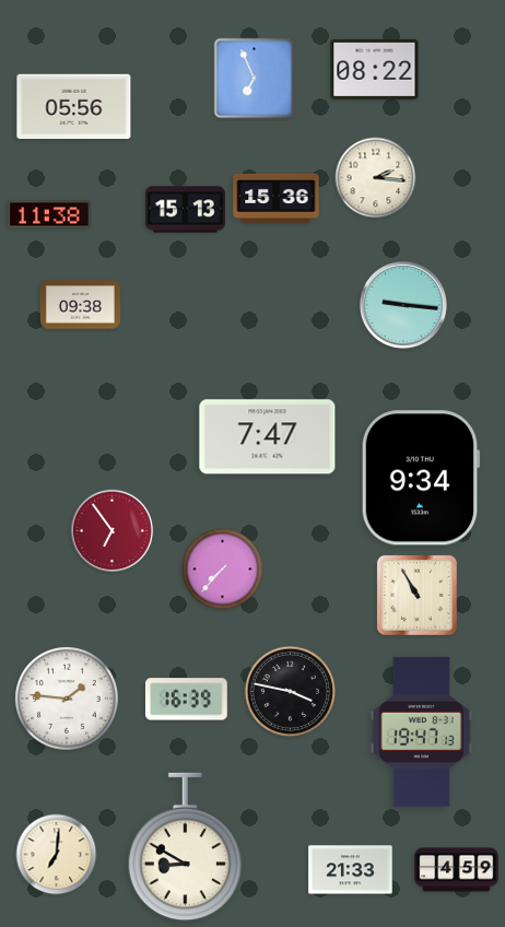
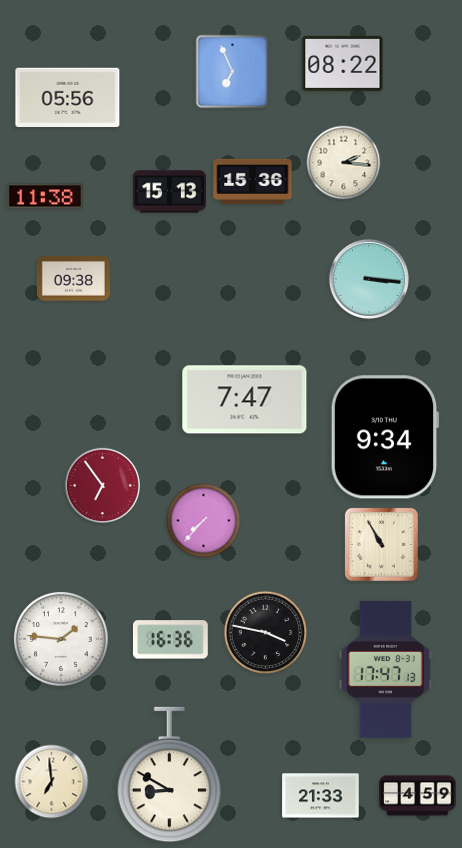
clock at (403, 305): 9:16 -> 3:16
clock at (186, 700): 16:39 -> 16:36
clock at (421, 731): 19:47 -> 17:47
clock at (57, 855): 7:01 -> 6:59
